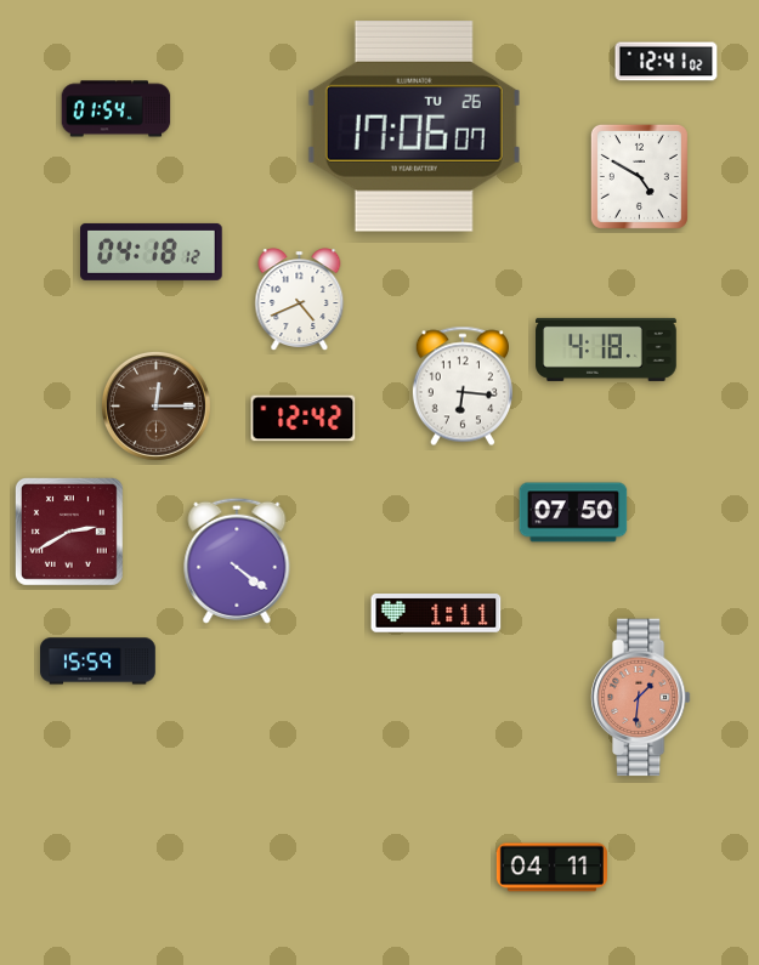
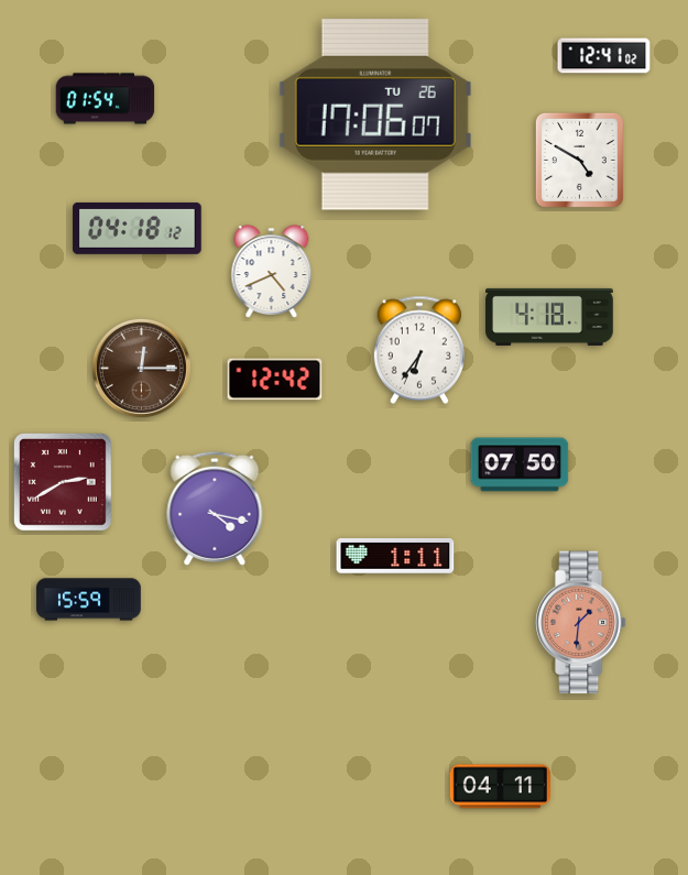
clock at (463, 386): 6:16 -> 6:36
clock at (237, 561): 4:21 -> 4:17
clock at (640, 698) position: (640, 698) -> (580, 623)
